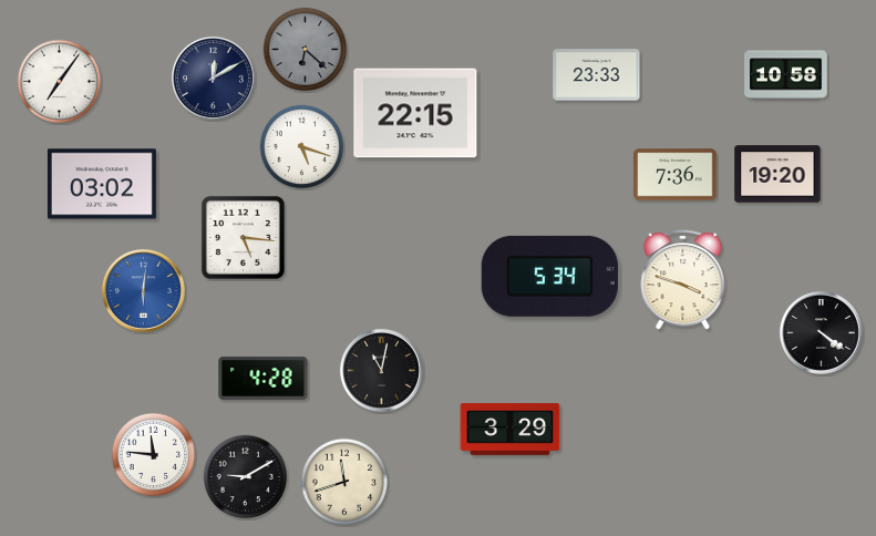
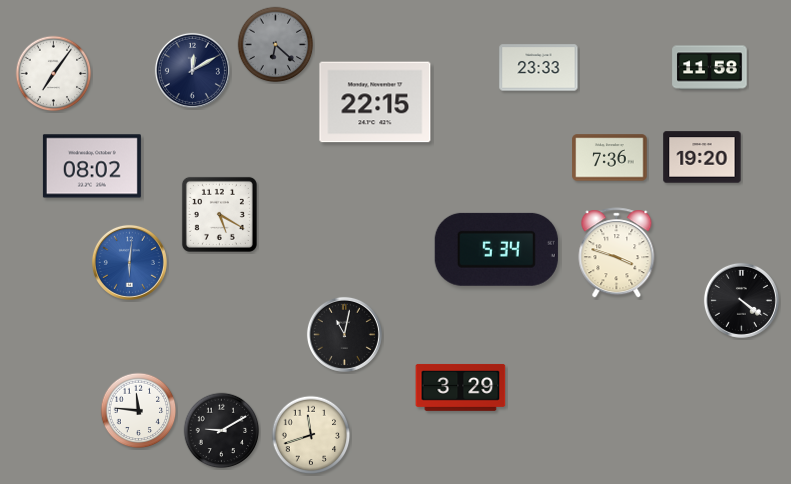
clock at (786, 75): 10:58 -> 11:58
clock at (302, 147): 5:18 -> none
clock at (102, 184): 03:02 -> 08:02
clock at (243, 237): 5:16 -> 5:20
clock at (264, 378): 4:28 -> none
